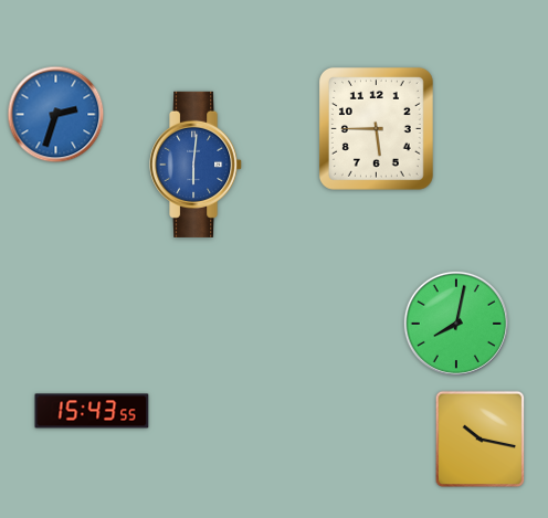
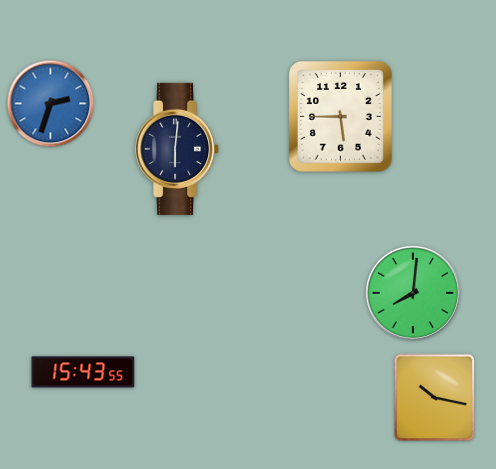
clock at (197, 165) dial: blue -> navy
clock at (456, 324): 8:02 -> 8:01
